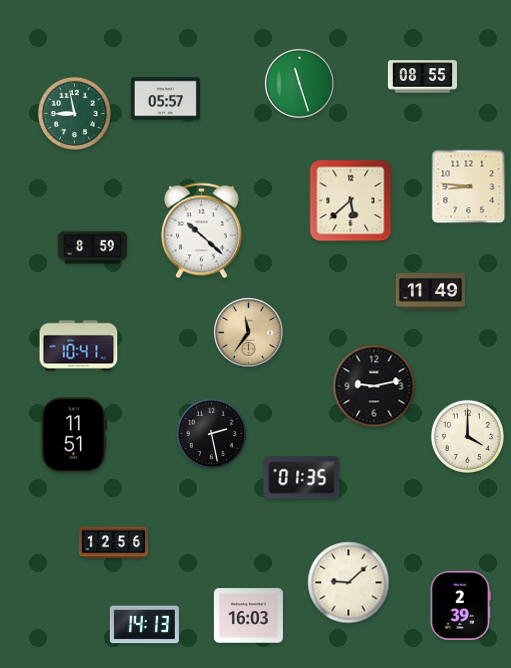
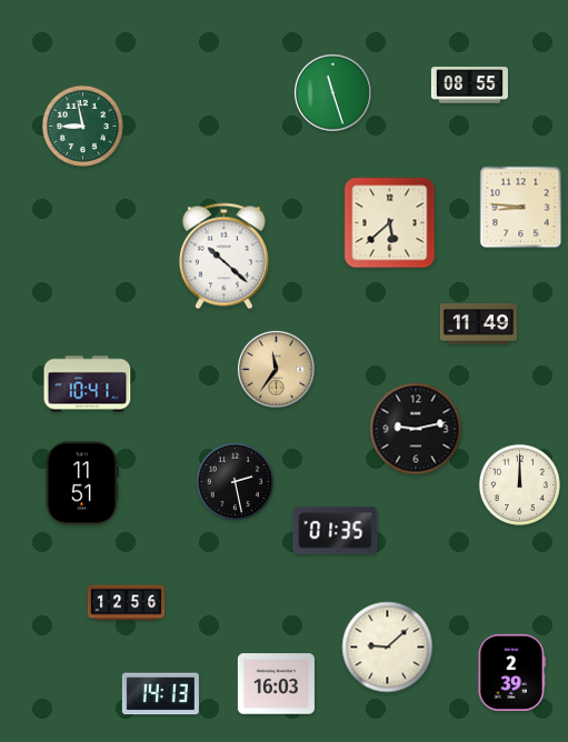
clock at (165, 99): 05:57 -> none
clock at (92, 248): 8:59 -> none
clock at (467, 436): 4:00 -> 12:00
